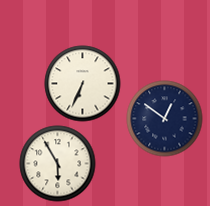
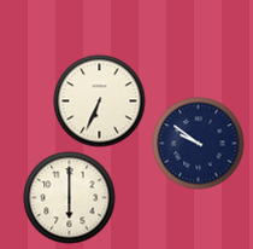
clock at (165, 119): 12:51 -> 9:51
clock at (58, 164): 5:55 -> 6:00
